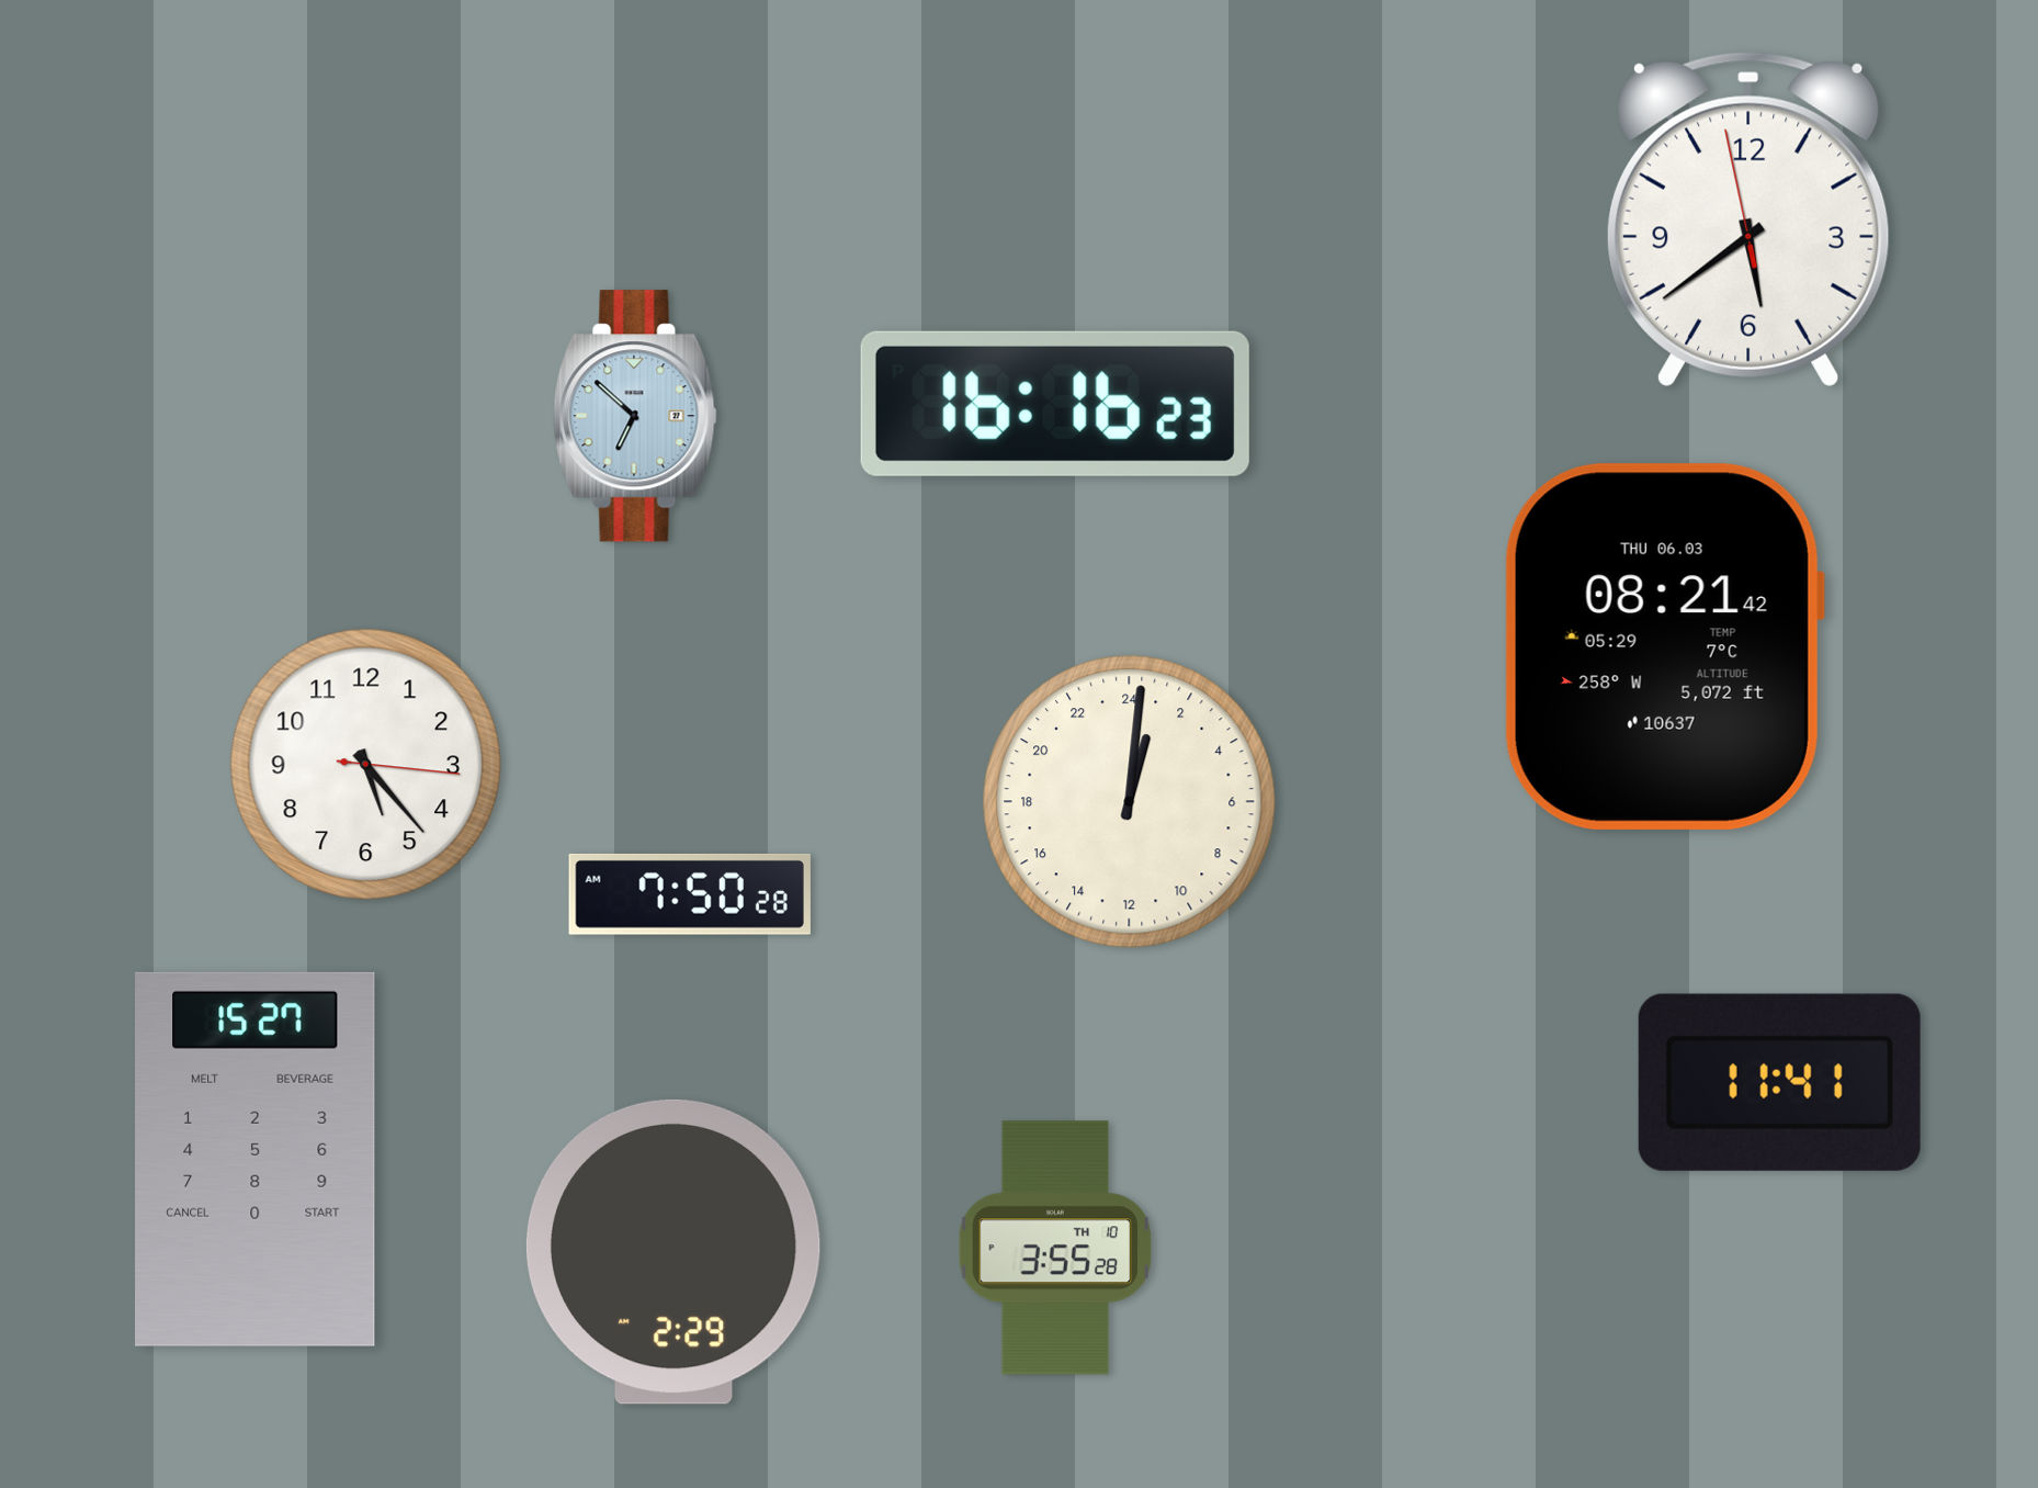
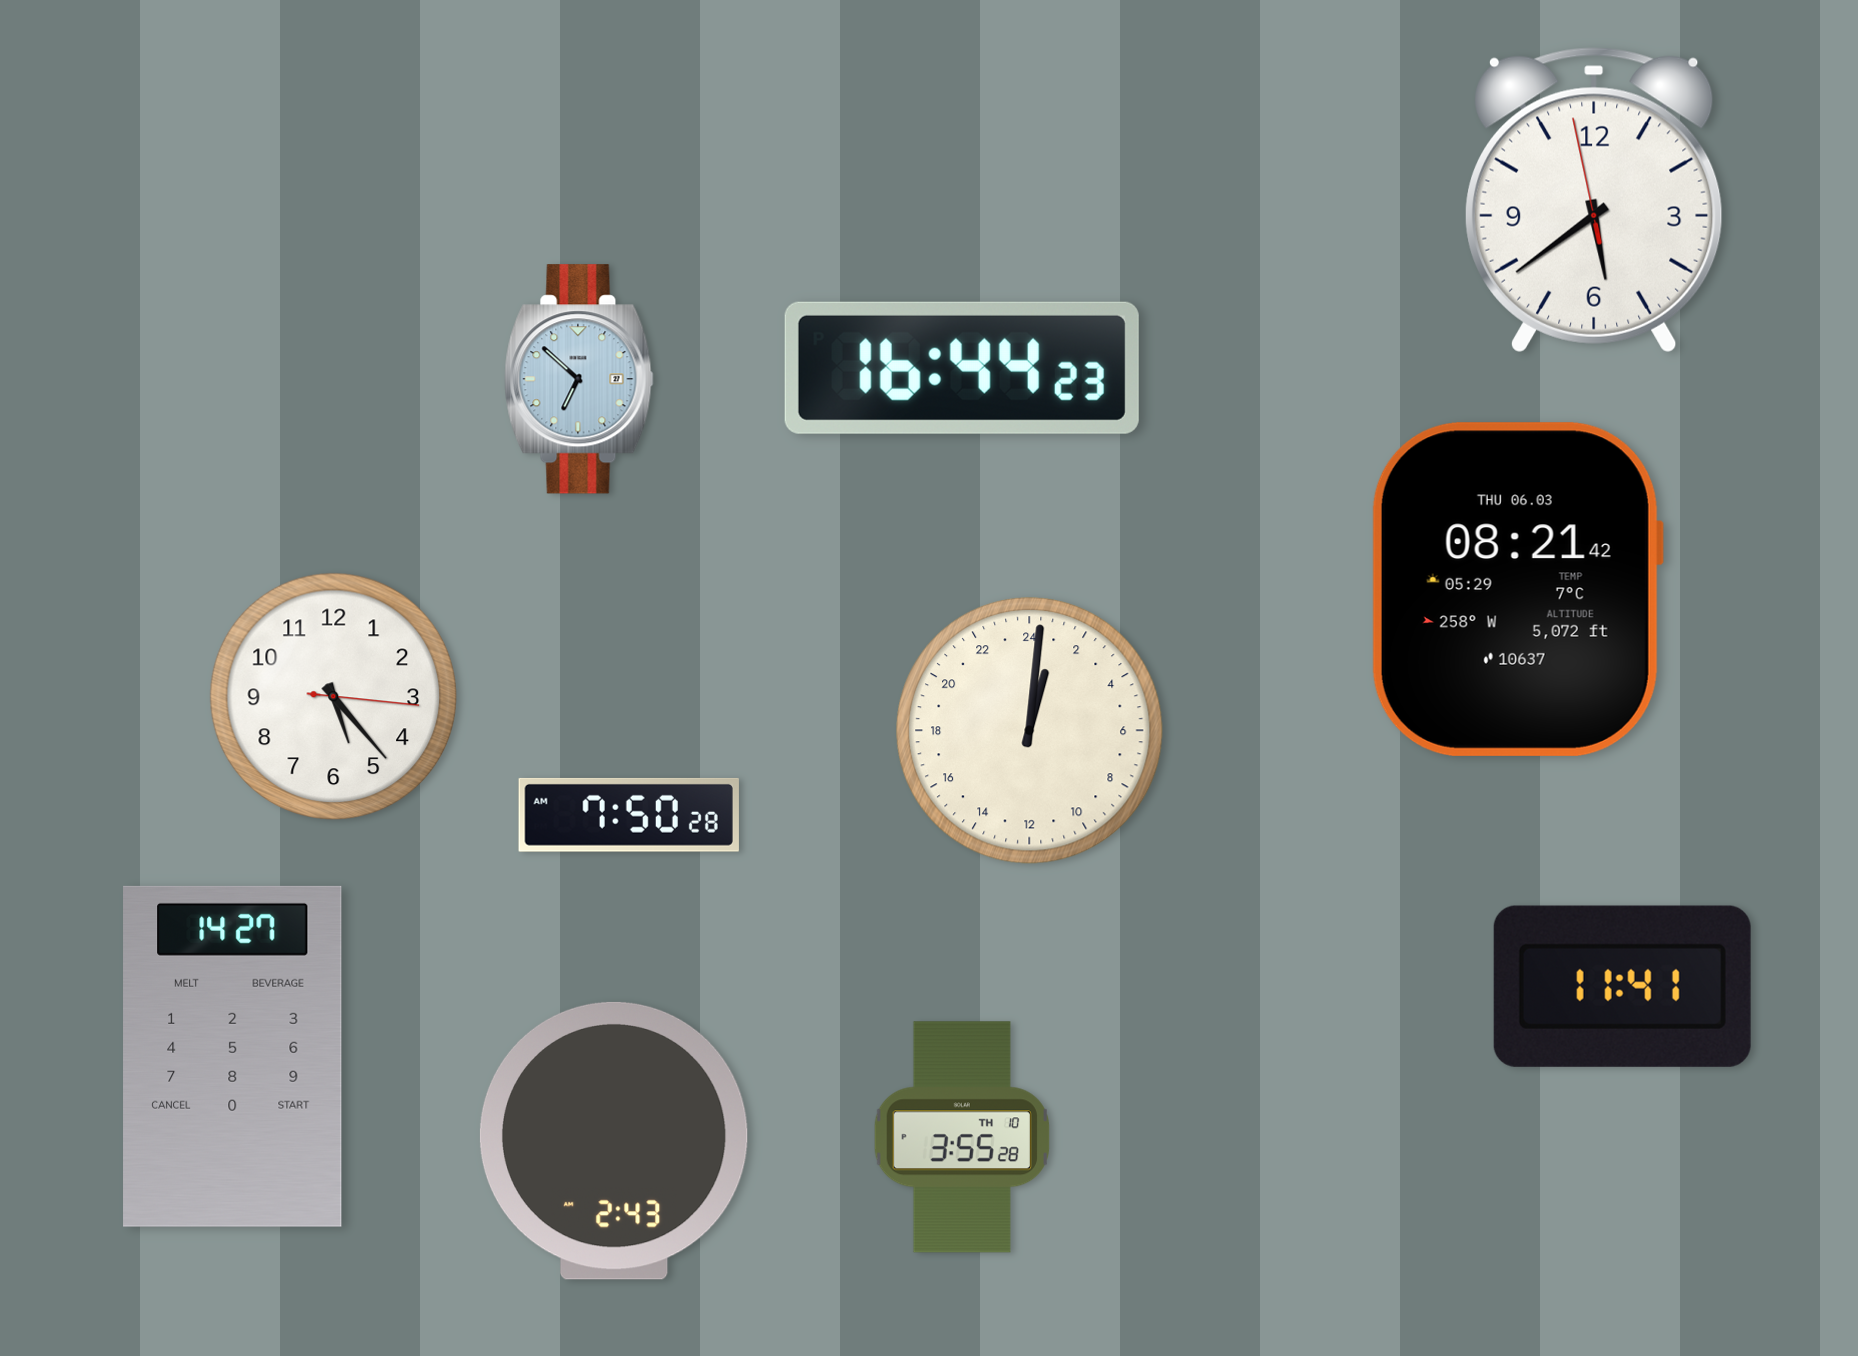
clock at (1055, 404): 16:16 -> 16:44
clock at (256, 1159): 15:27 -> 14:27
clock at (673, 1252): 2:29 -> 2:43
